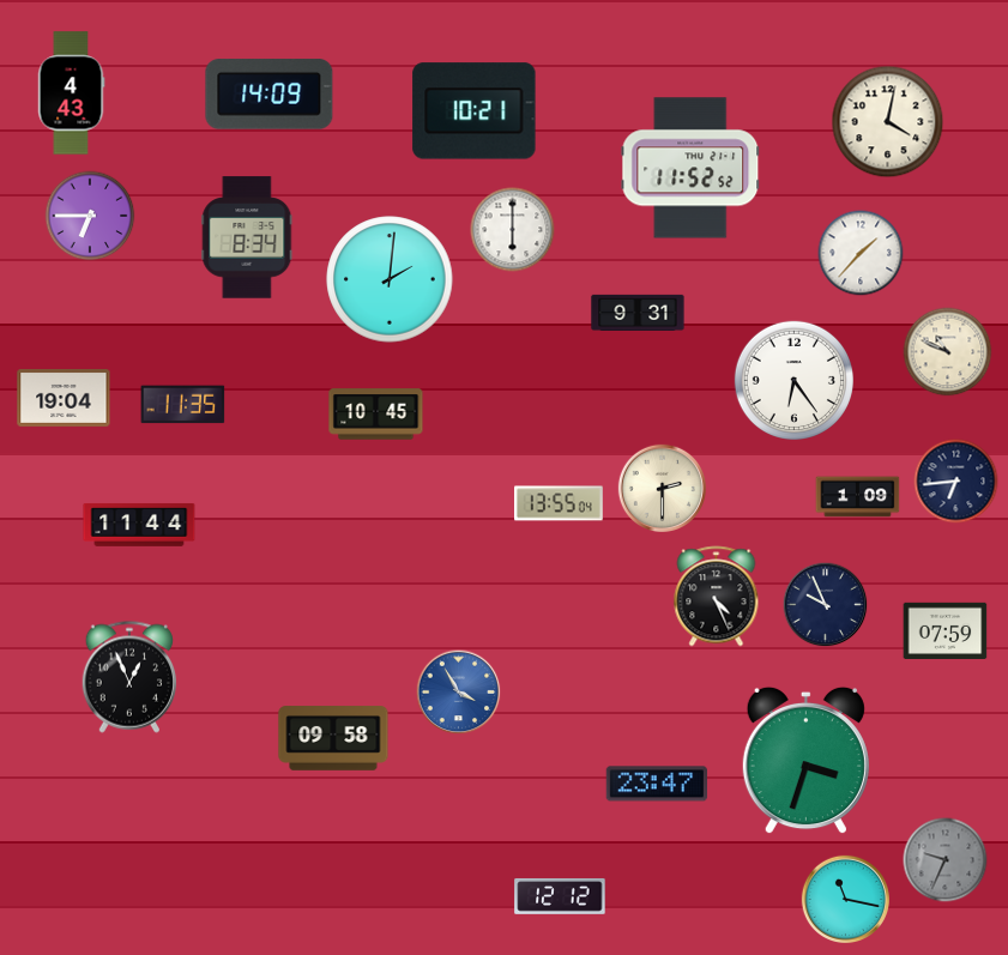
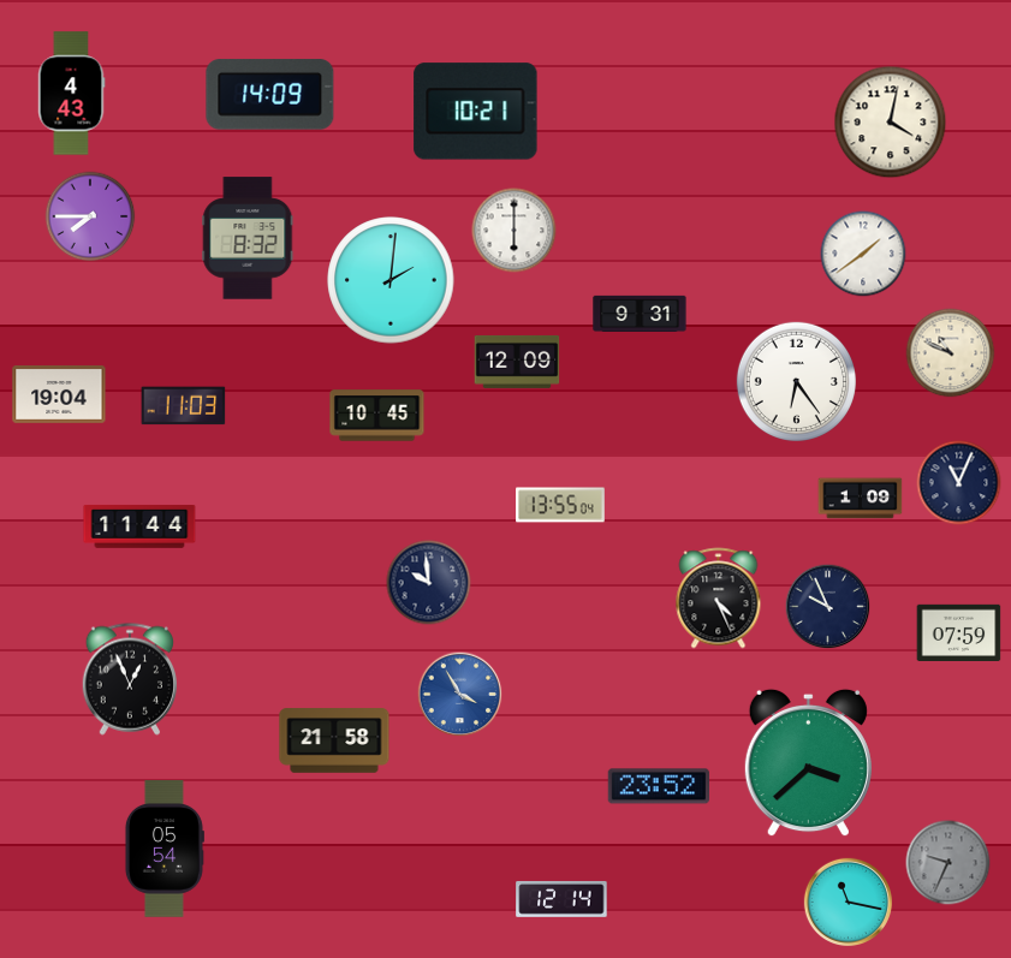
clock at (690, 168): 11:52 -> none
clock at (90, 216): 6:45 -> 7:45
clock at (247, 237): 8:34 -> 8:32
clock at (861, 253): 1:37 -> 1:39
clock at (517, 362): none -> 12:09
clock at (64, 398) position: (64, 398) -> (59, 394)
clock at (183, 405): 11:35 -> 11:03
clock at (956, 482): 6:44 -> 11:04
clock at (662, 488): 2:30 -> none
clock at (429, 583): none -> 9:59
clock at (946, 630) position: (946, 630) -> (959, 632)
clock at (333, 738): 09:58 -> 21:58
clock at (805, 761): 3:33 -> 3:38
clock at (657, 784): 23:47 -> 23:52
clock at (163, 850): none -> 05:54
clock at (560, 896): 12:12 -> 12:14
